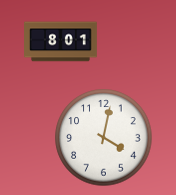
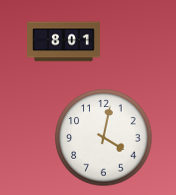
clock at (61, 42) position: (61, 42) -> (64, 42)
